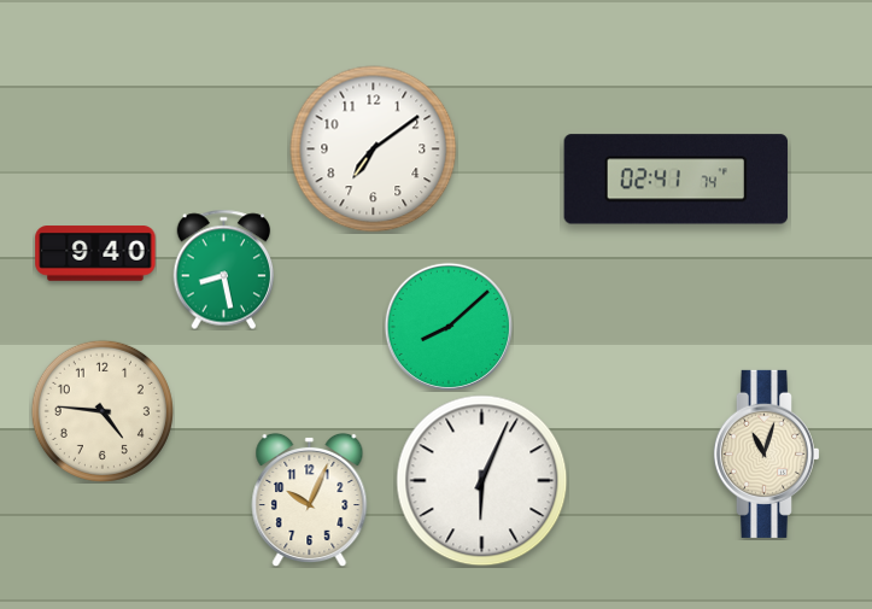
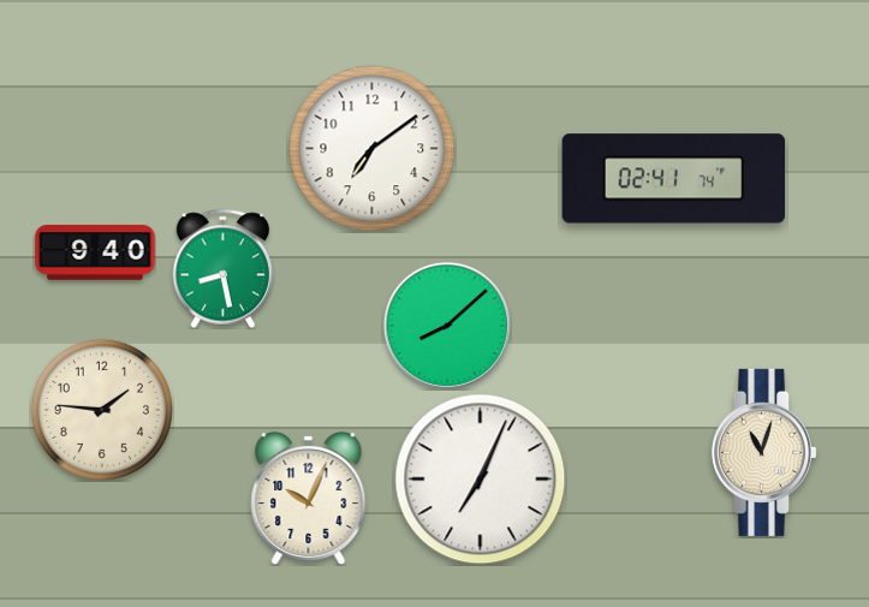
clock at (103, 411): 4:46 -> 1:46
clock at (482, 481): 6:04 -> 7:04
